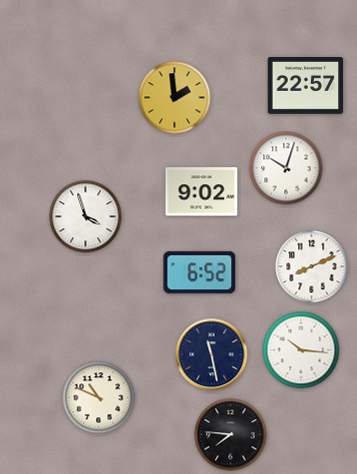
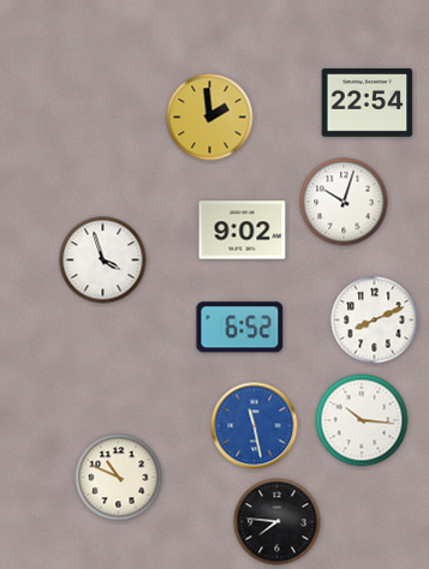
clock at (306, 86): 22:57 -> 22:54
clock at (212, 355) dial: navy -> blue
